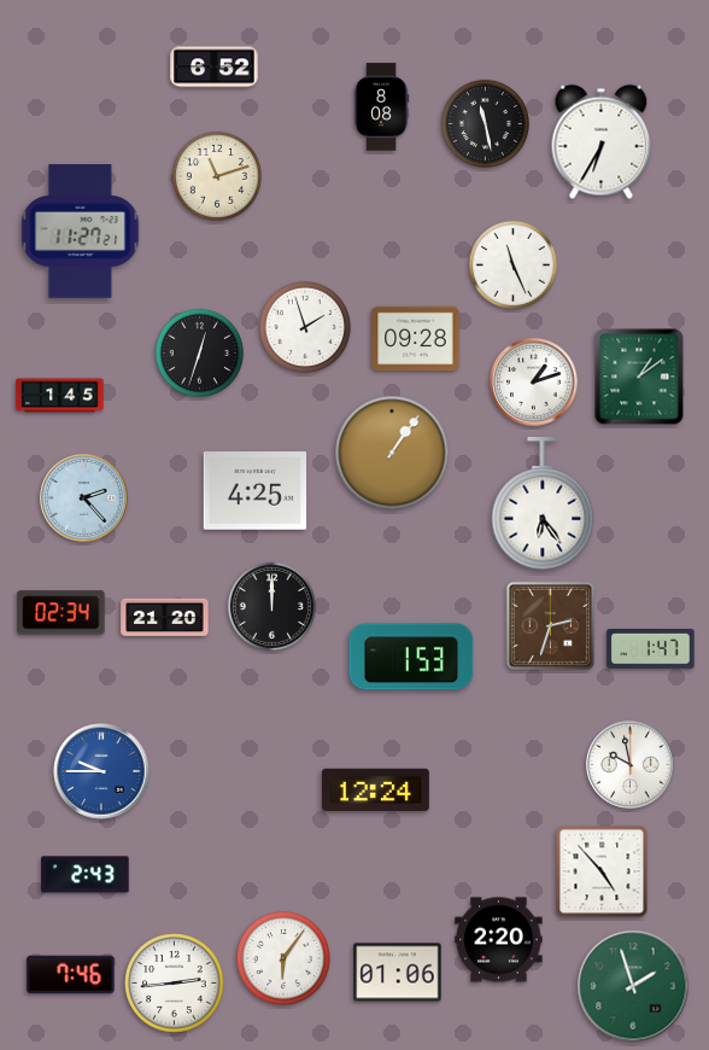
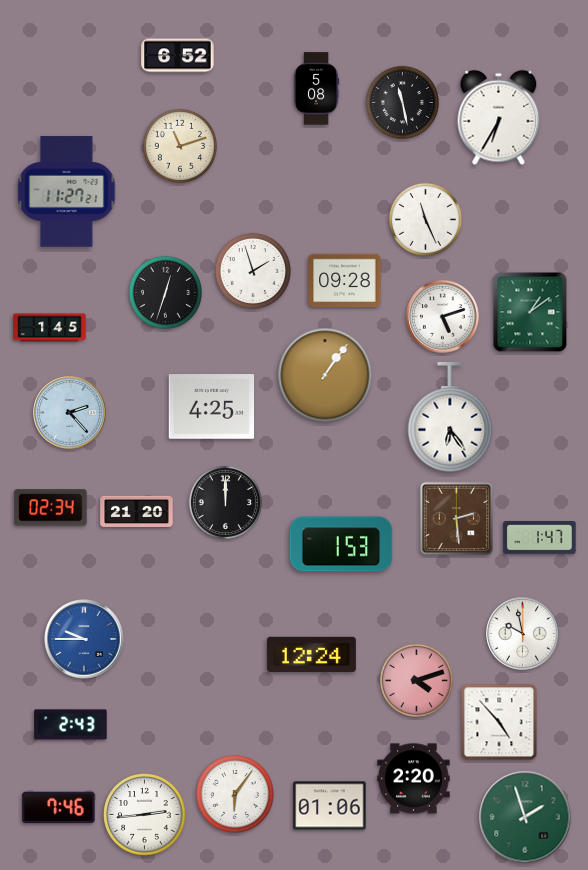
clock at (381, 107): 8:08 -> 5:08
clock at (534, 383): 1:12 -> 5:12
clock at (551, 626): 2:33 -> 2:29
clock at (416, 680): none -> 4:12
